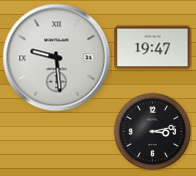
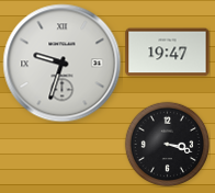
clock at (57, 58): 9:29 -> 9:33
clock at (152, 131): 3:13 -> 3:18
